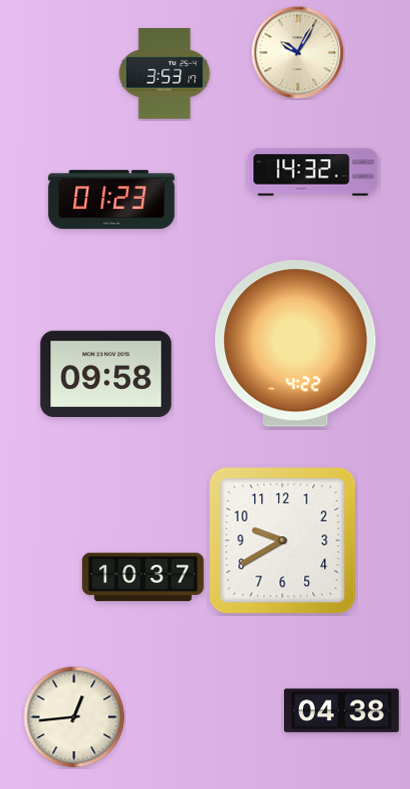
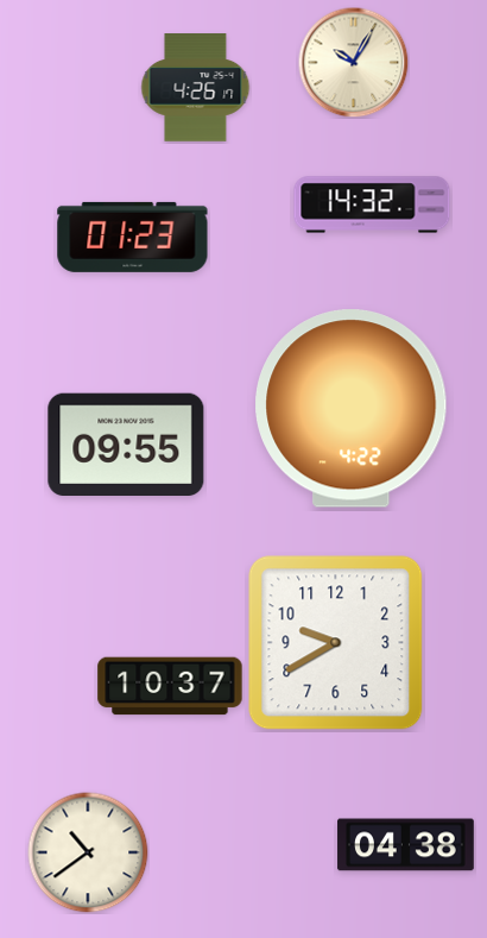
clock at (165, 74): 3:53 -> 4:26
clock at (106, 373): 09:58 -> 09:55
clock at (74, 717): 12:44 -> 10:39
